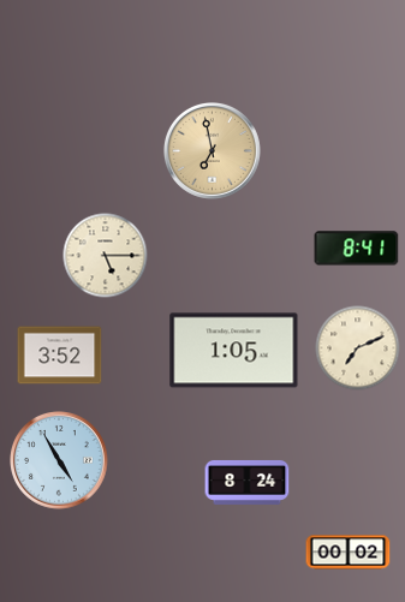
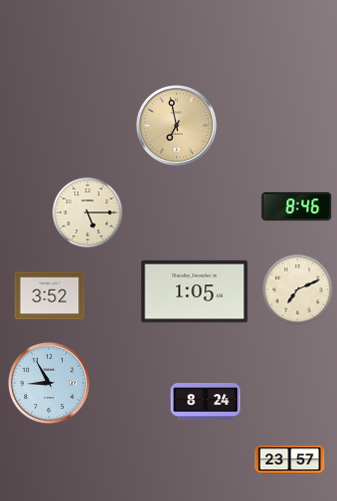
clock at (357, 249): 8:41 -> 8:46
clock at (60, 461): 4:55 -> 8:55
clock at (349, 553): 00:02 -> 23:57
